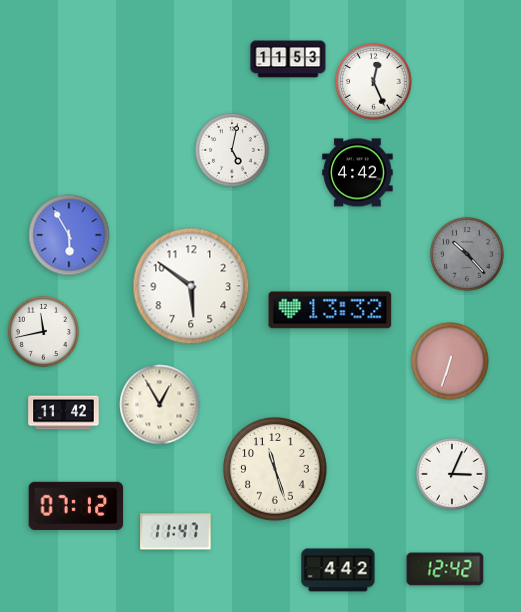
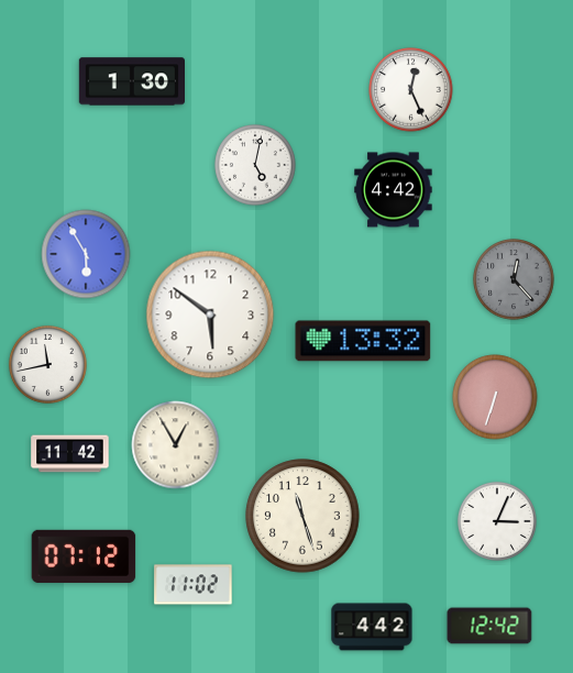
clock at (288, 59): 11:53 -> none
clock at (131, 81): none -> 1:30
clock at (69, 235) position: (69, 235) -> (86, 254)
clock at (467, 254): 10:23 -> 12:23
clock at (176, 532): 11:47 -> 11:02
